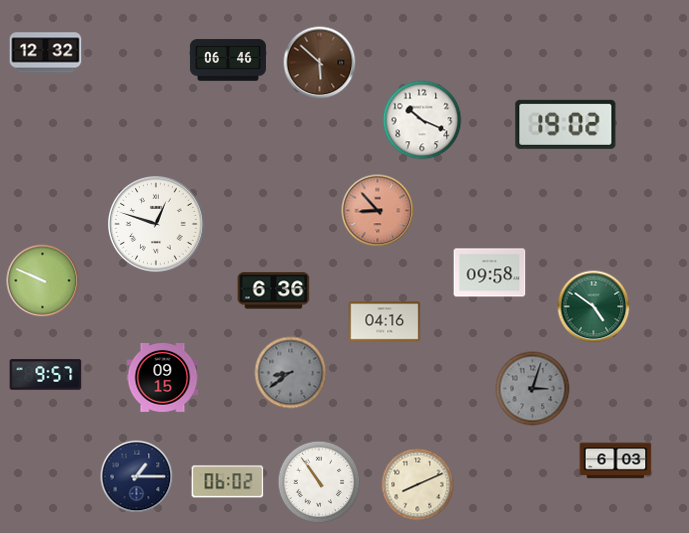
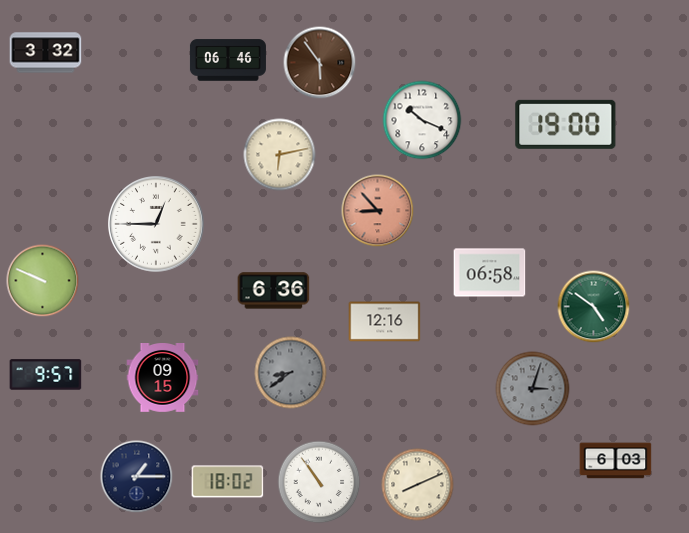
clock at (46, 53): 12:32 -> 3:32
clock at (320, 63): 5:52 -> 5:54
clock at (566, 124): 19:02 -> 19:00
clock at (280, 155): none -> 6:13
clock at (157, 225): 12:48 -> 12:45
clock at (490, 273): 09:58 -> 06:58
clock at (385, 322): 04:16 -> 12:16
clock at (228, 482): 06:02 -> 18:02
